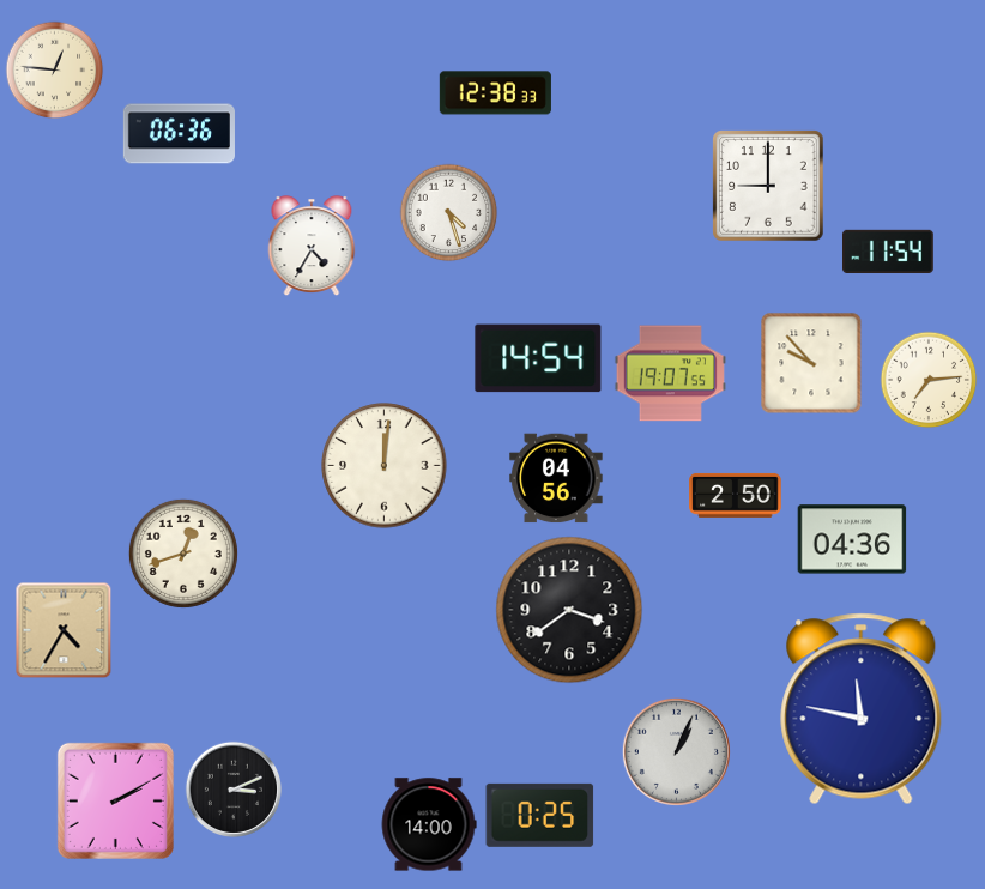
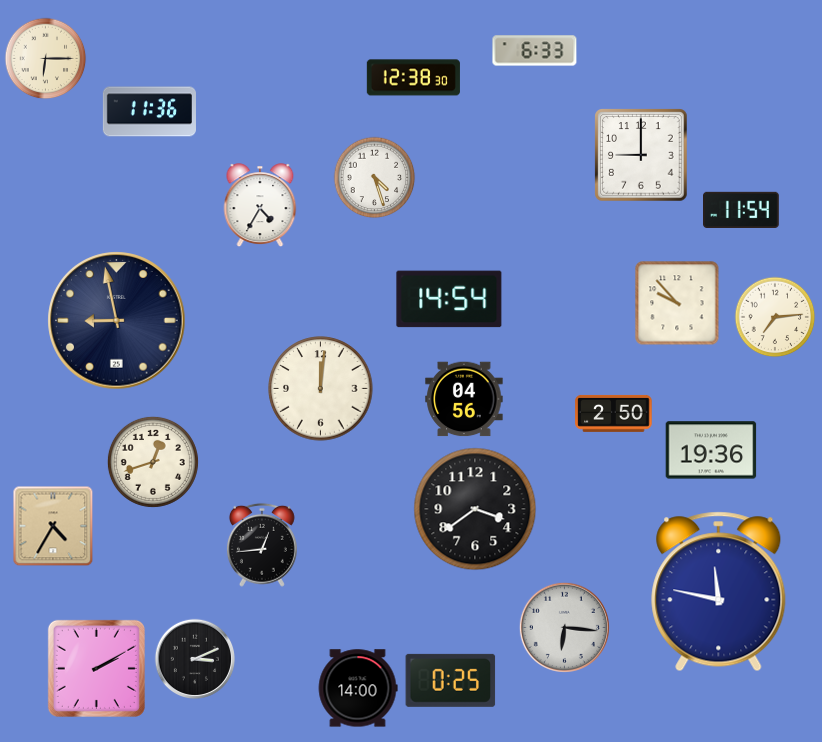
clock at (535, 51): none -> 6:33
clock at (55, 71): 12:46 -> 6:15
clock at (495, 93): 12:38:33 -> 12:38:30
clock at (179, 134): 06:36 -> 11:36
clock at (670, 374): 19:07 -> none
clock at (117, 321): none -> 8:58
clock at (852, 539): 04:36 -> 19:36
clock at (262, 545): none -> 12:44
clock at (676, 751): 1:04 -> 6:16
